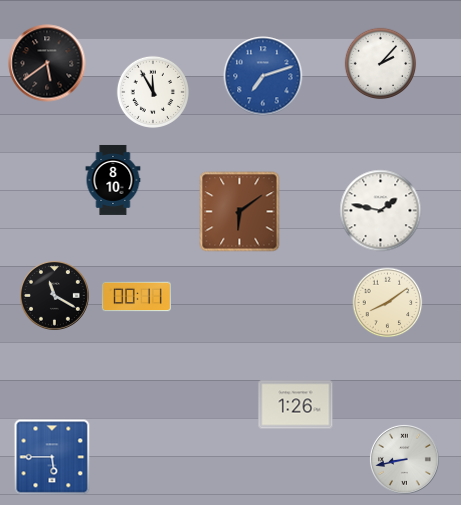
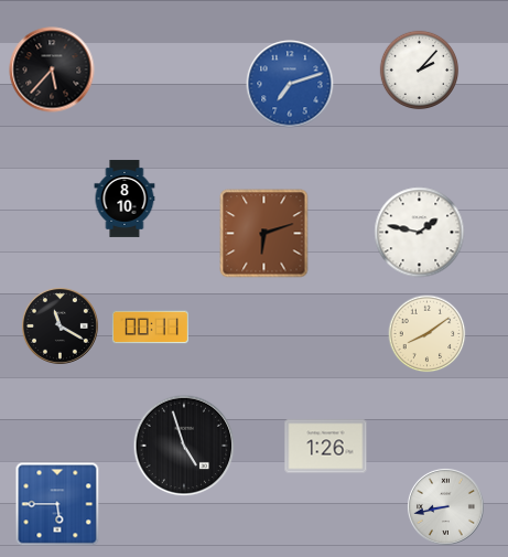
clock at (47, 63): 5:39 -> 5:37
clock at (153, 92): 11:55 -> none
clock at (240, 212): 6:09 -> 6:12
clock at (184, 446): none -> 4:57
